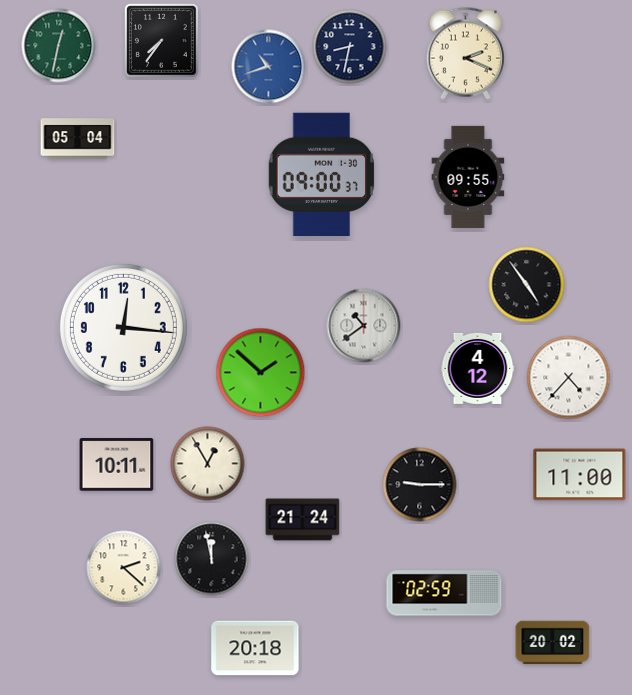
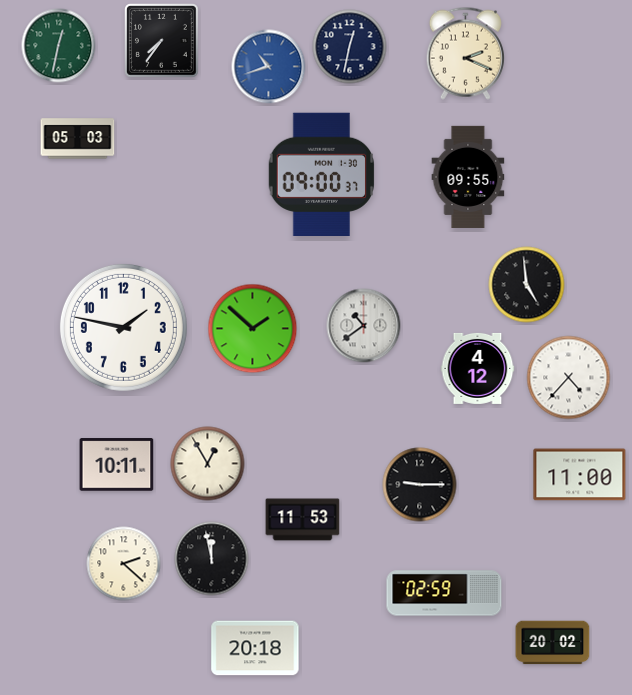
clock at (350, 47): 8:32 -> 12:32
clock at (78, 139): 05:04 -> 05:03
clock at (527, 285): 4:54 -> 4:59
clock at (123, 327): 12:16 -> 1:47
clock at (261, 373) position: (261, 373) -> (253, 329)
clock at (303, 520): 21:24 -> 11:53
clock at (124, 568) position: (124, 568) -> (124, 564)
